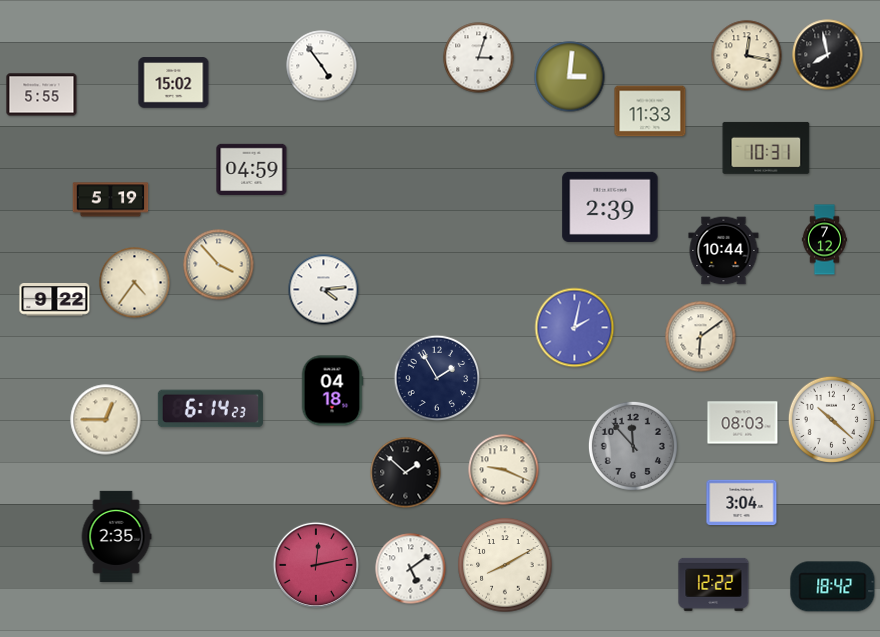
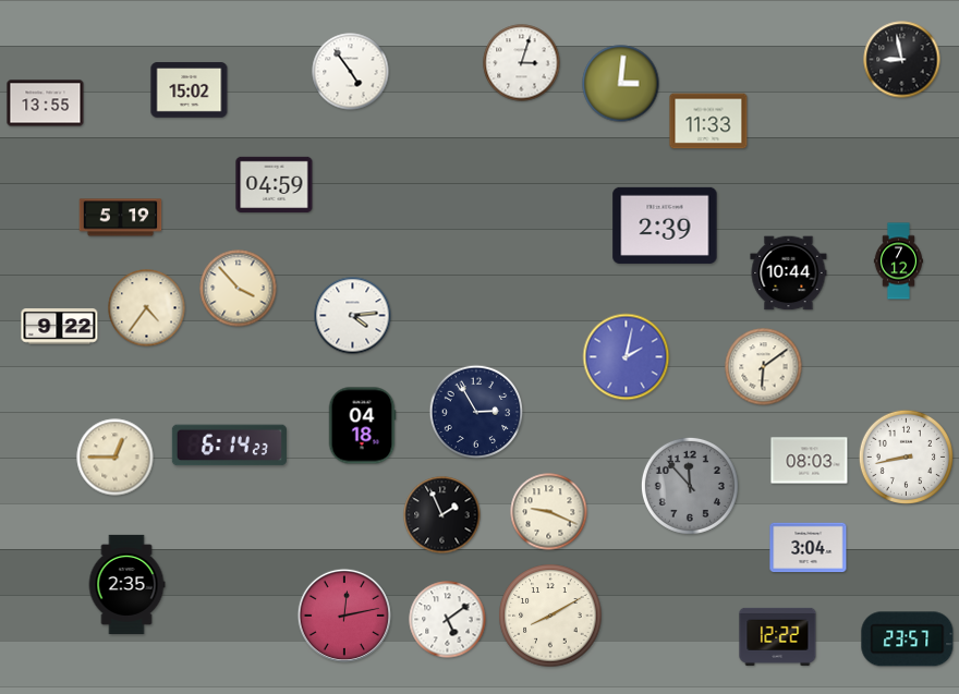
clock at (828, 55): 7:58 -> 8:58
clock at (747, 56): 12:17 -> none
clock at (42, 95): 5:55 -> 13:55
clock at (766, 148): 10:31 -> none
clock at (437, 378): 1:55 -> 2:55
clock at (831, 419): 10:22 -> 8:43
clock at (406, 473): 1:52 -> 1:56
clock at (833, 587): 18:42 -> 23:57
